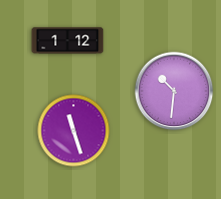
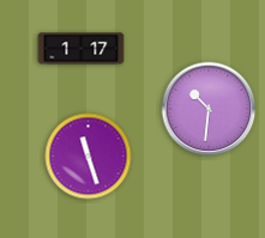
clock at (68, 41): 1:12 -> 1:17
